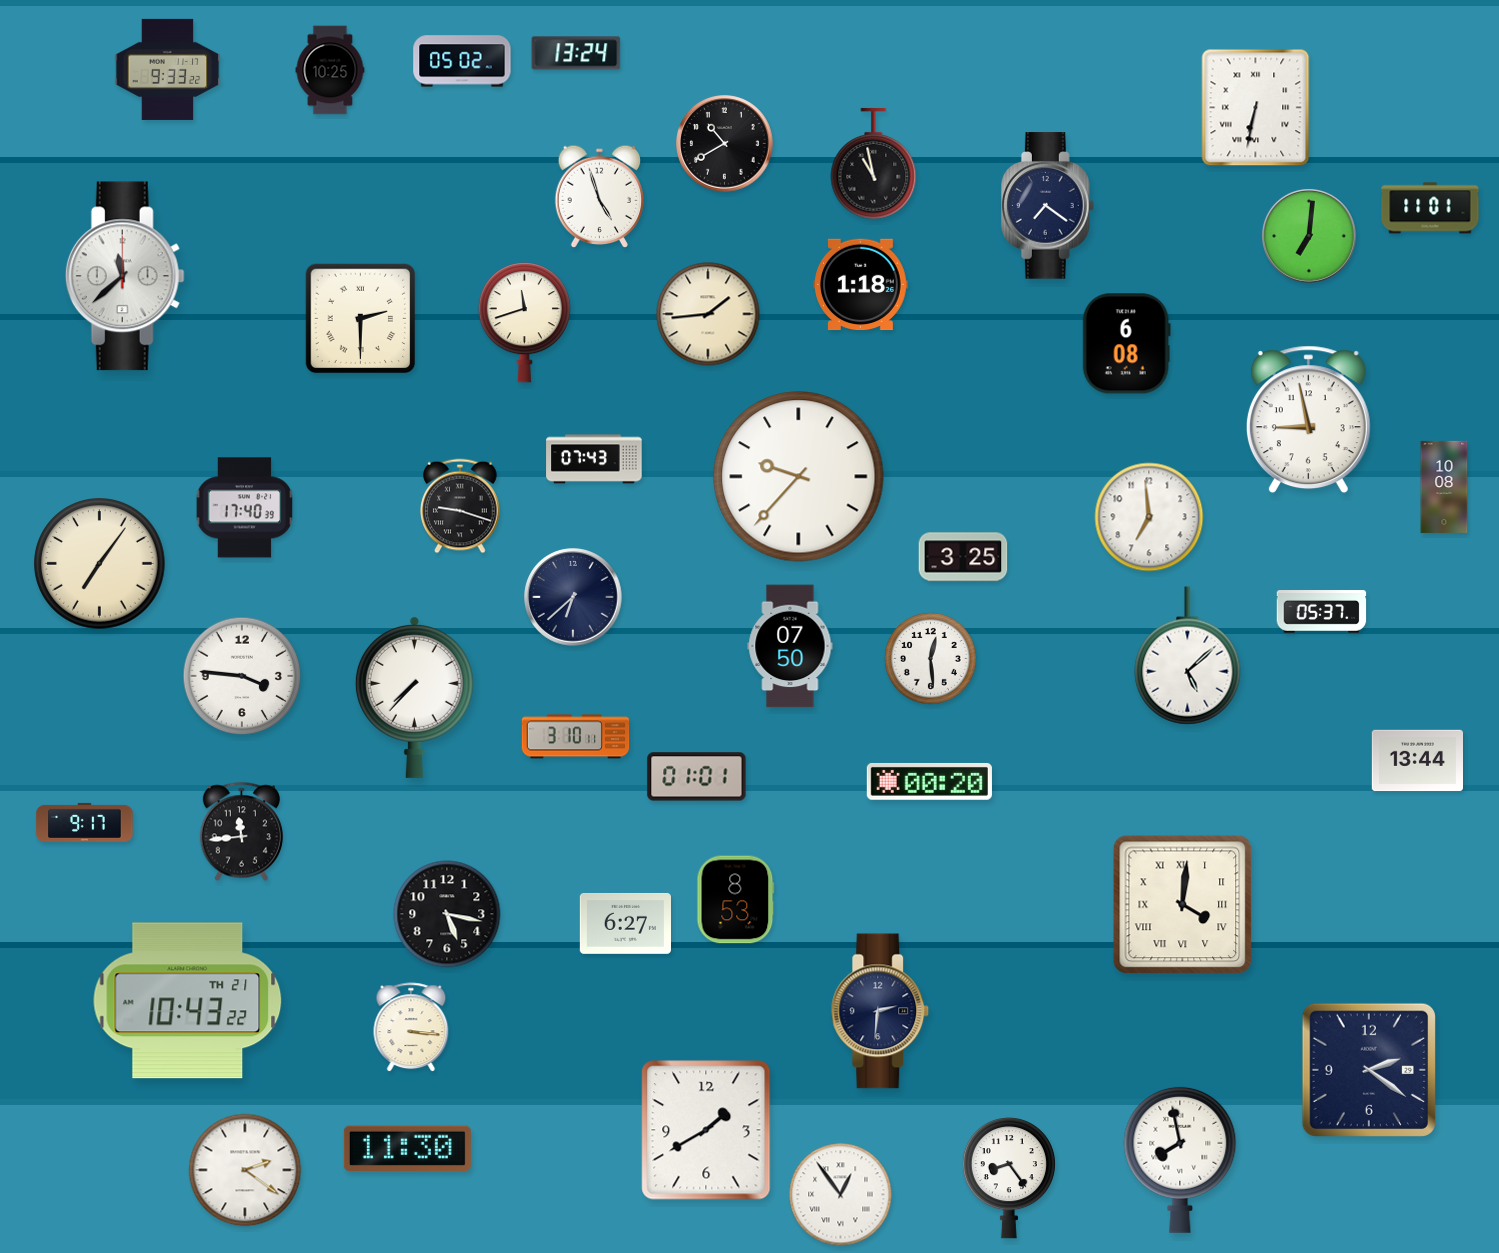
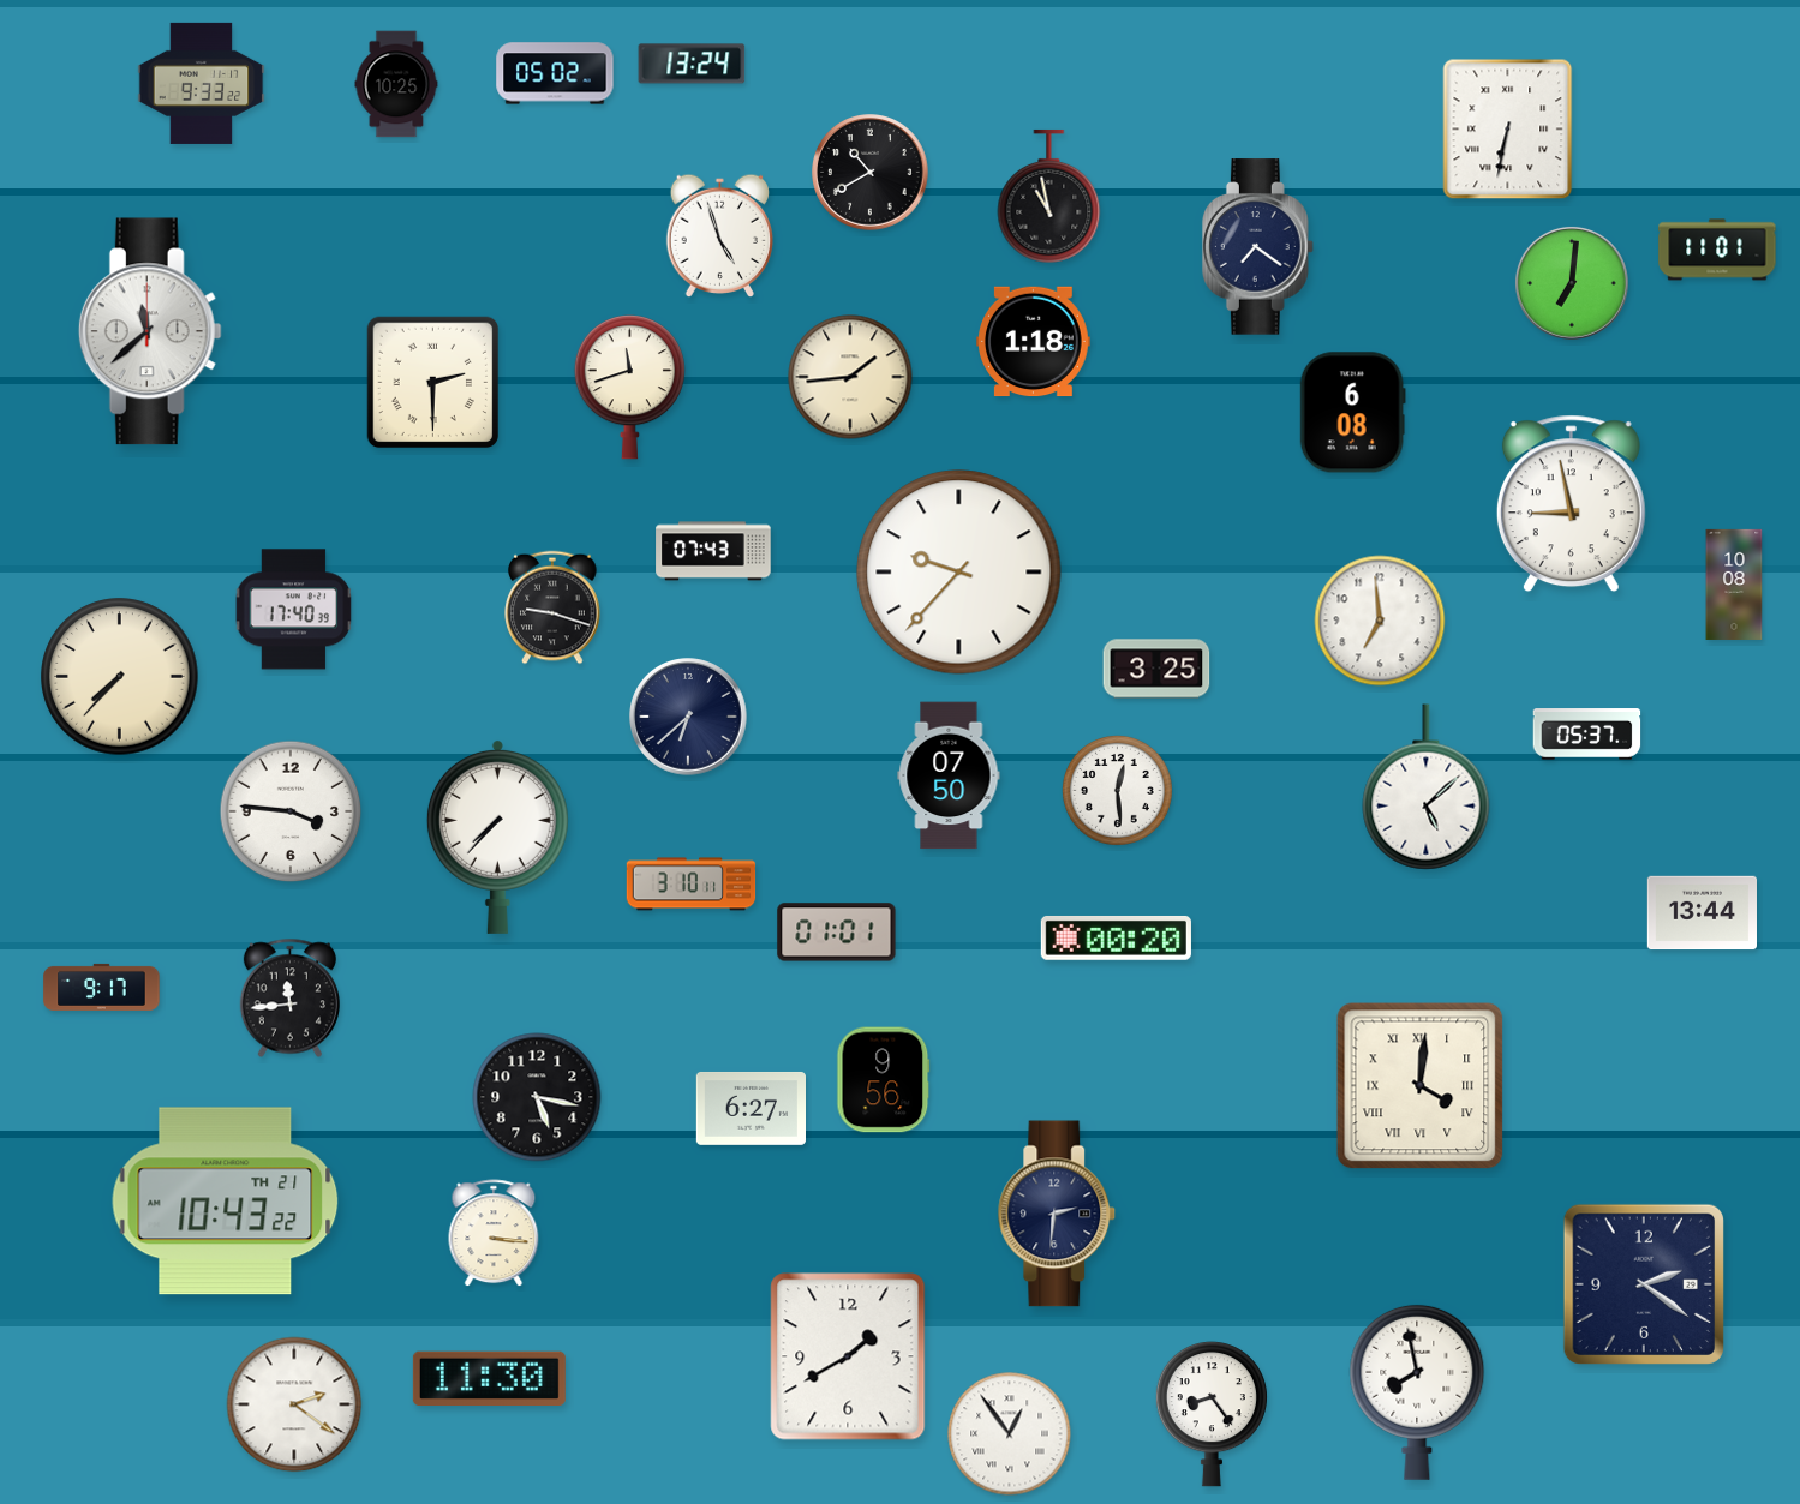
clock at (100, 564): 7:06 -> 7:37
clock at (736, 900): 8:53 -> 9:56
